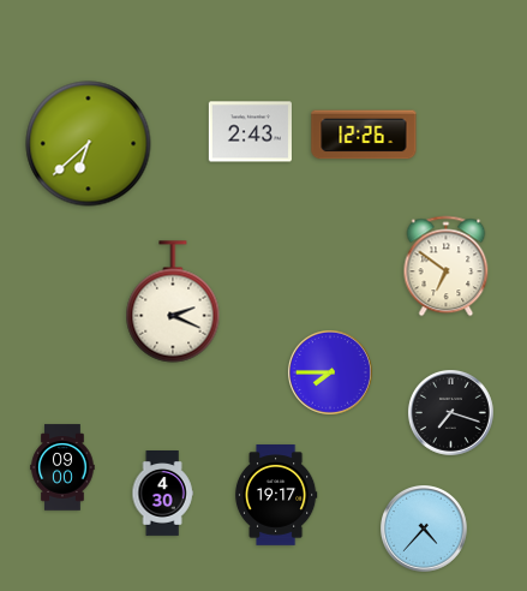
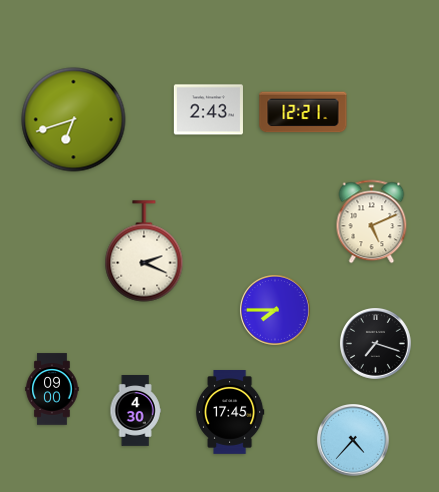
clock at (364, 135): 12:26 -> 12:21
clock at (89, 144): 6:38 -> 6:42
clock at (447, 267): 6:51 -> 5:11
clock at (276, 496): 19:17 -> 17:45
